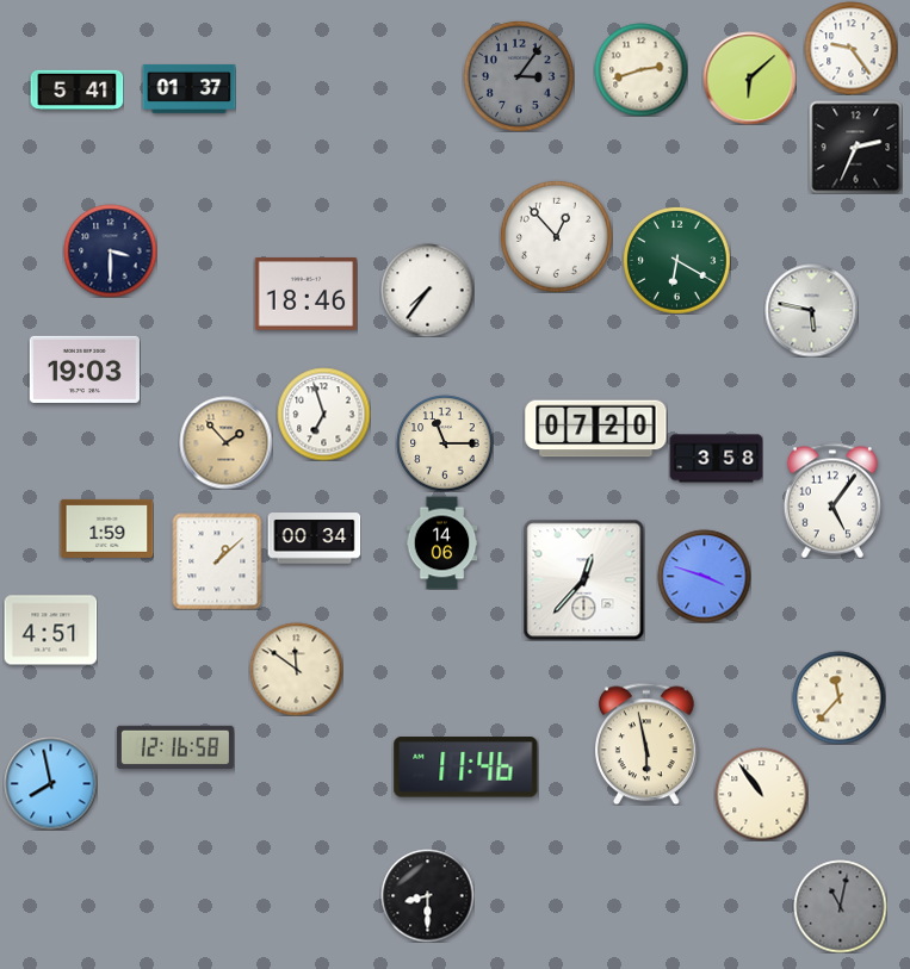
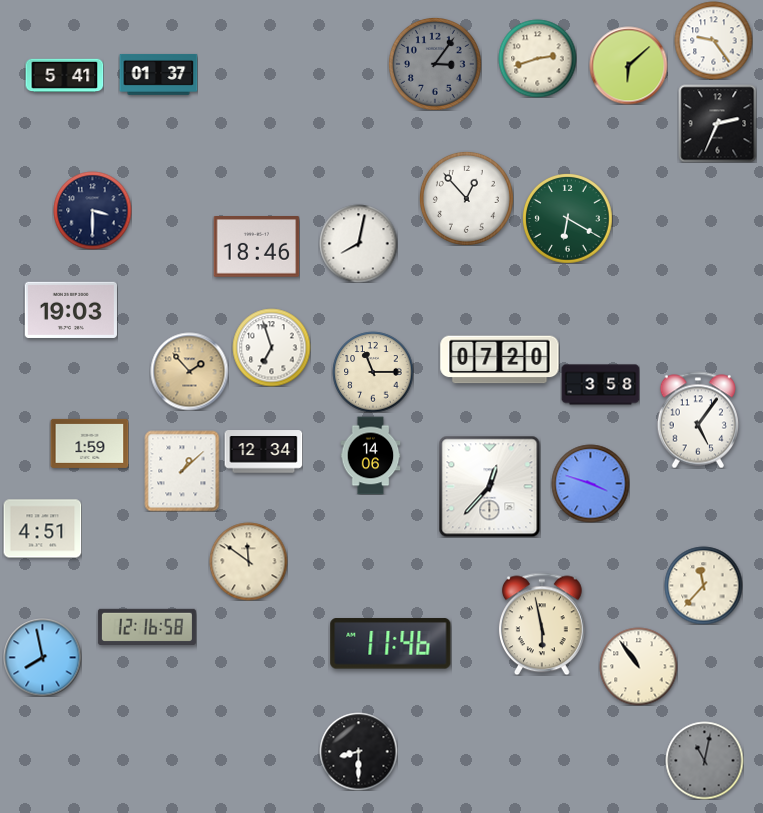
clock at (427, 290): 7:36 -> 8:02
clock at (811, 310): 5:47 -> none
clock at (314, 539): 00:34 -> 12:34
